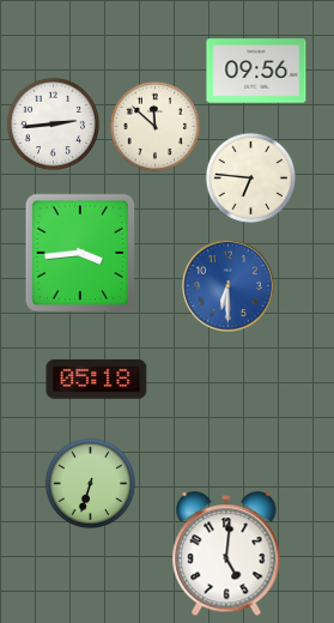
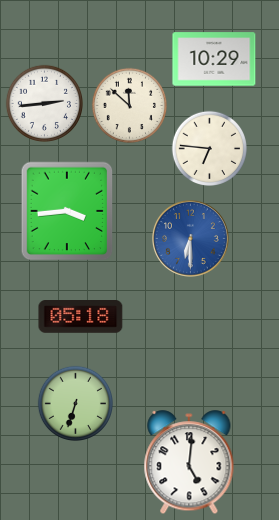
clock at (256, 71): 09:56 -> 10:29
